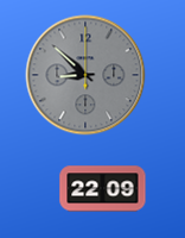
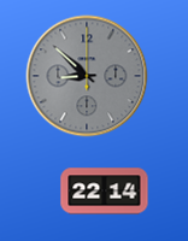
clock at (103, 189): 22:09 -> 22:14
